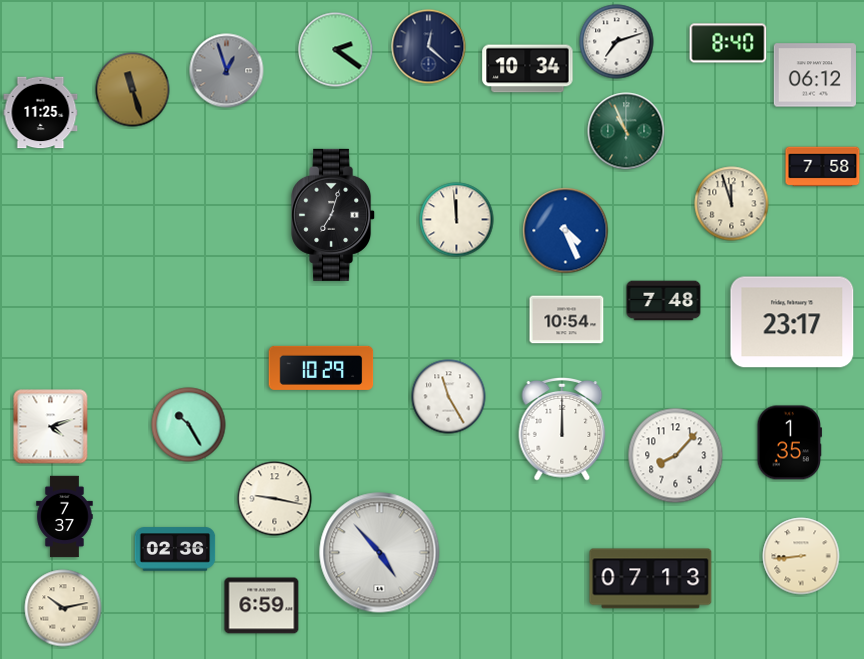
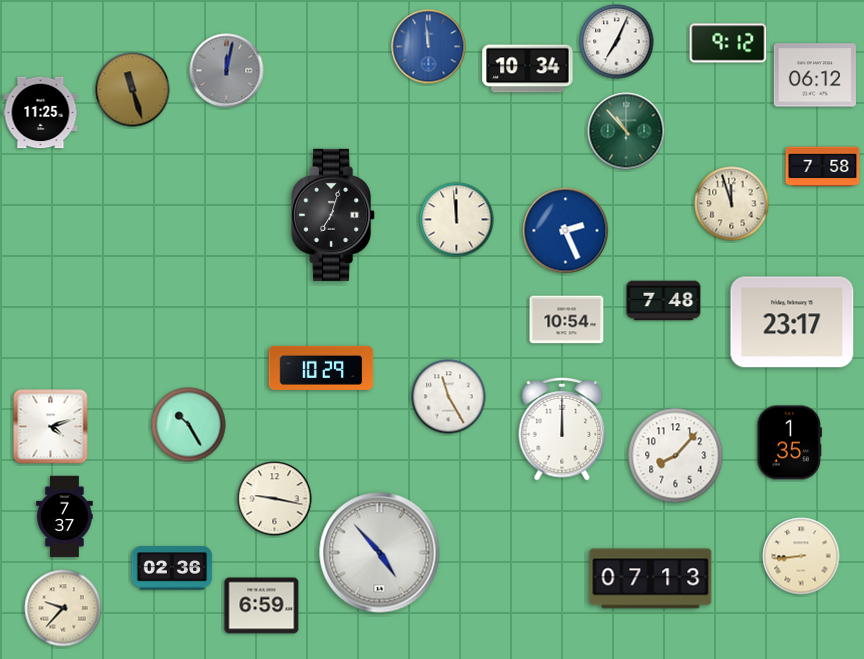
clock at (617, 42): 7:12 -> 7:04
clock at (728, 43): 8:40 -> 9:12
clock at (429, 47): 12:22 -> 11:59
clock at (429, 47) dial: navy -> blue
clock at (336, 50): 2:21 -> none
clock at (227, 71): 12:57 -> 12:02
clock at (626, 131): 10:56 -> 10:53
clock at (566, 231): 4:26 -> 2:26
clock at (175, 549) position: (175, 549) -> (172, 568)
clock at (63, 608): 10:13 -> 9:37
